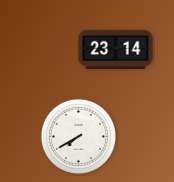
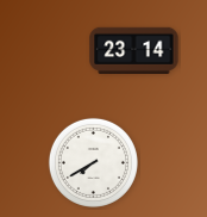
clock at (116, 49) position: (116, 49) -> (134, 50)
